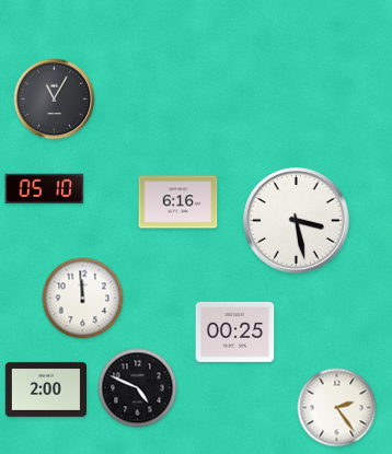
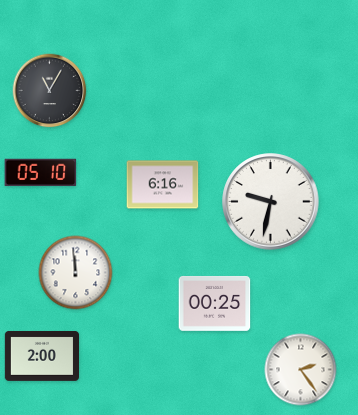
clock at (297, 221): 3:28 -> 9:32
clock at (138, 388): 4:49 -> none
clock at (337, 408) position: (337, 408) -> (301, 370)
